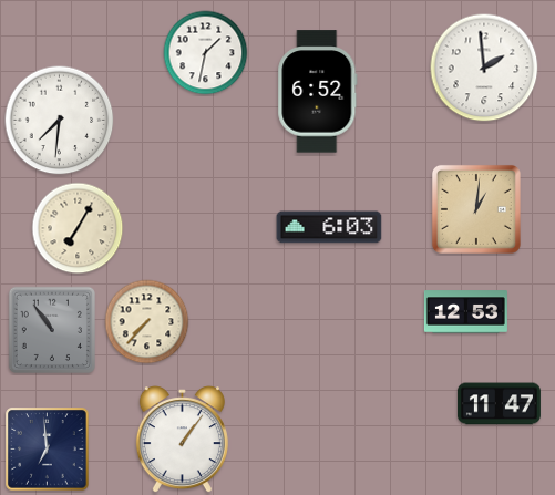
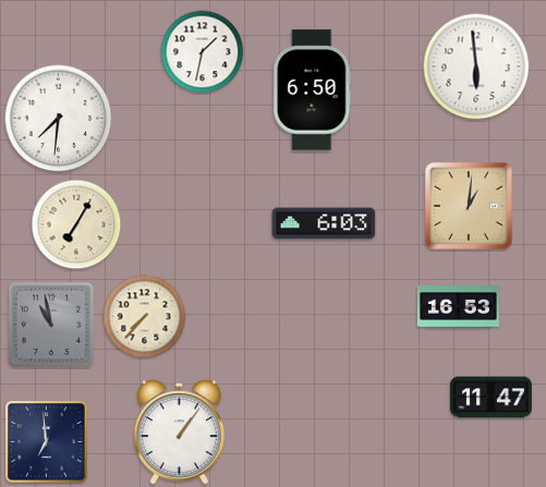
clock at (484, 68): 1:59 -> 5:59
clock at (318, 92): 6:52 -> 6:50
clock at (465, 312): 12:53 -> 16:53
clock at (52, 330): 10:54 -> 10:58
